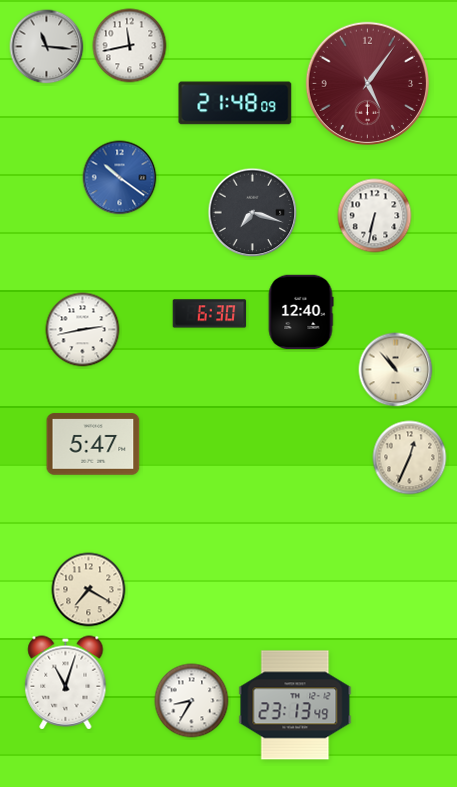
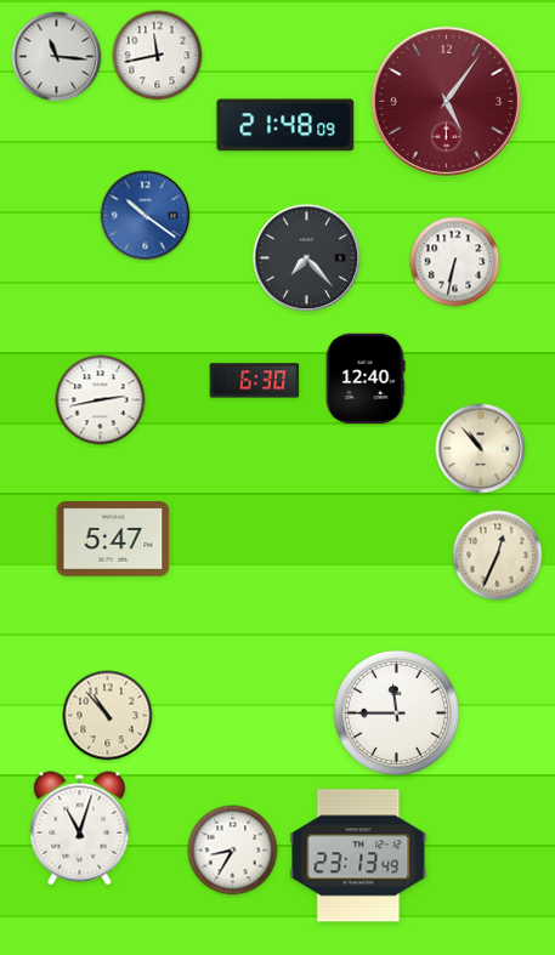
clock at (253, 213): 7:18 -> 7:23
clock at (396, 712): none -> 11:45
clock at (89, 590): 7:20 -> 10:53
